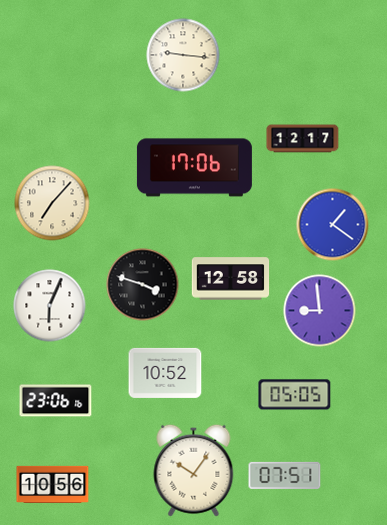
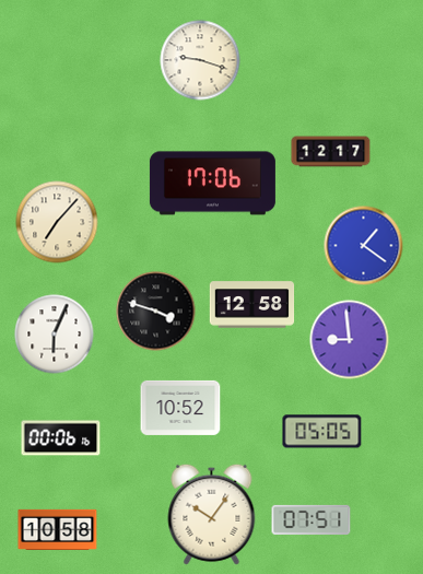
clock at (183, 55): 9:16 -> 9:18
clock at (56, 401): 23:06 -> 00:06
clock at (53, 484): 10:56 -> 10:58
